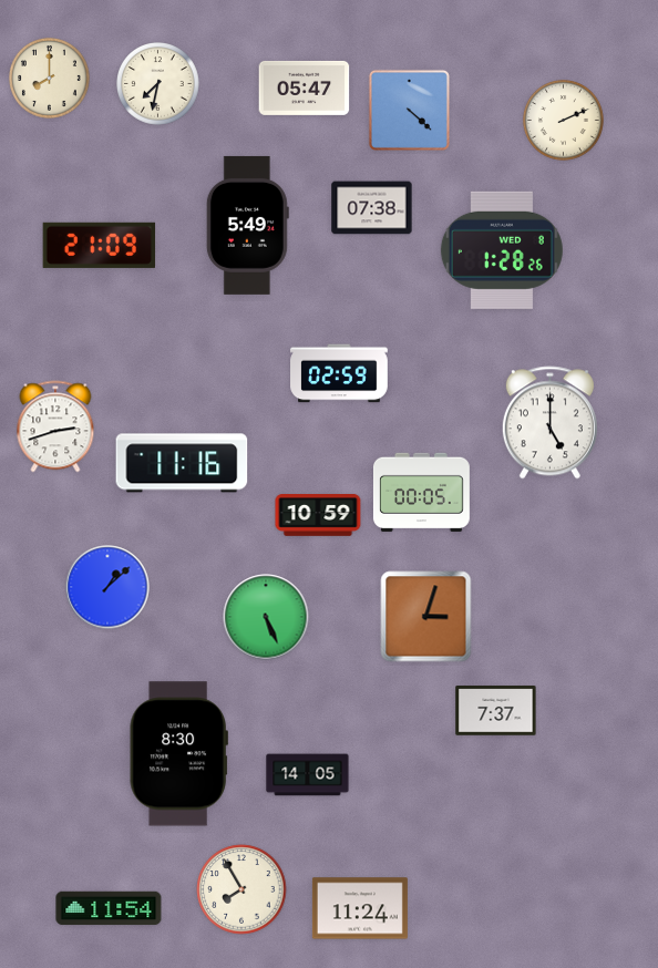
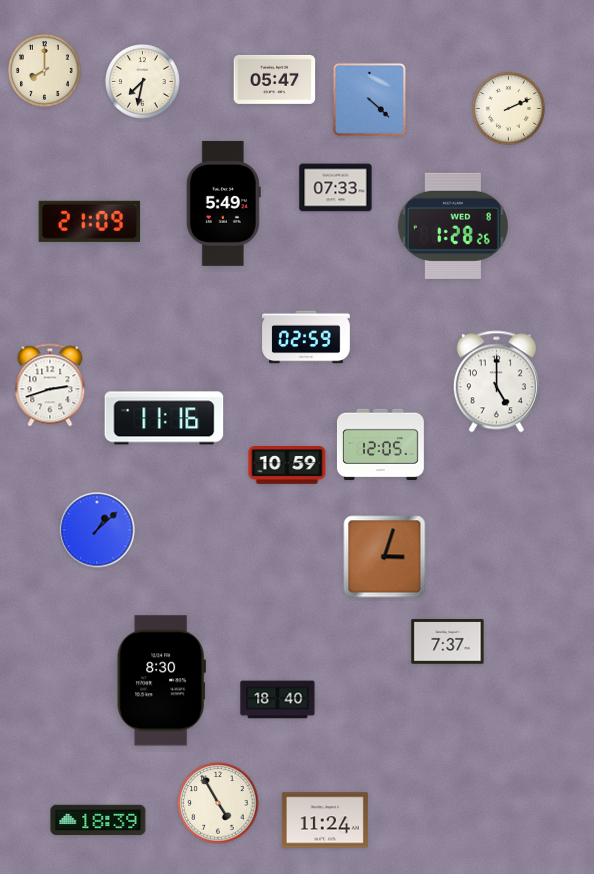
clock at (158, 84) position: (158, 84) -> (143, 82)
clock at (372, 208): 07:38 -> 07:33
clock at (421, 493): 00:05 -> 12:05
clock at (266, 617): 5:26 -> none
clock at (308, 775): 14:05 -> 18:40
clock at (241, 889): 7:55 -> 4:55
clock at (109, 908): 11:54 -> 18:39
